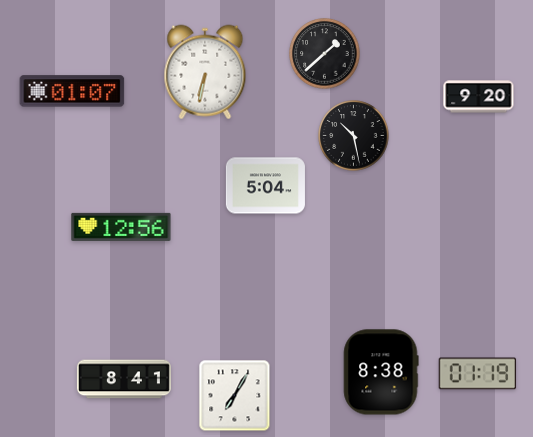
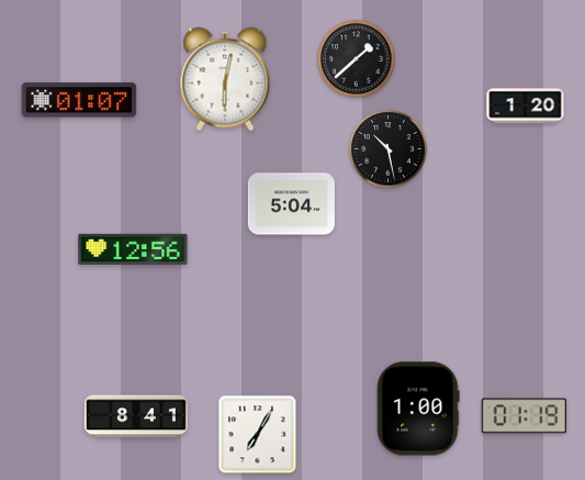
clock at (205, 72): 6:32 -> 6:02
clock at (479, 97): 9:20 -> 1:20
clock at (381, 372): 8:38 -> 1:00
clock at (478, 374) position: (478, 374) -> (525, 416)
